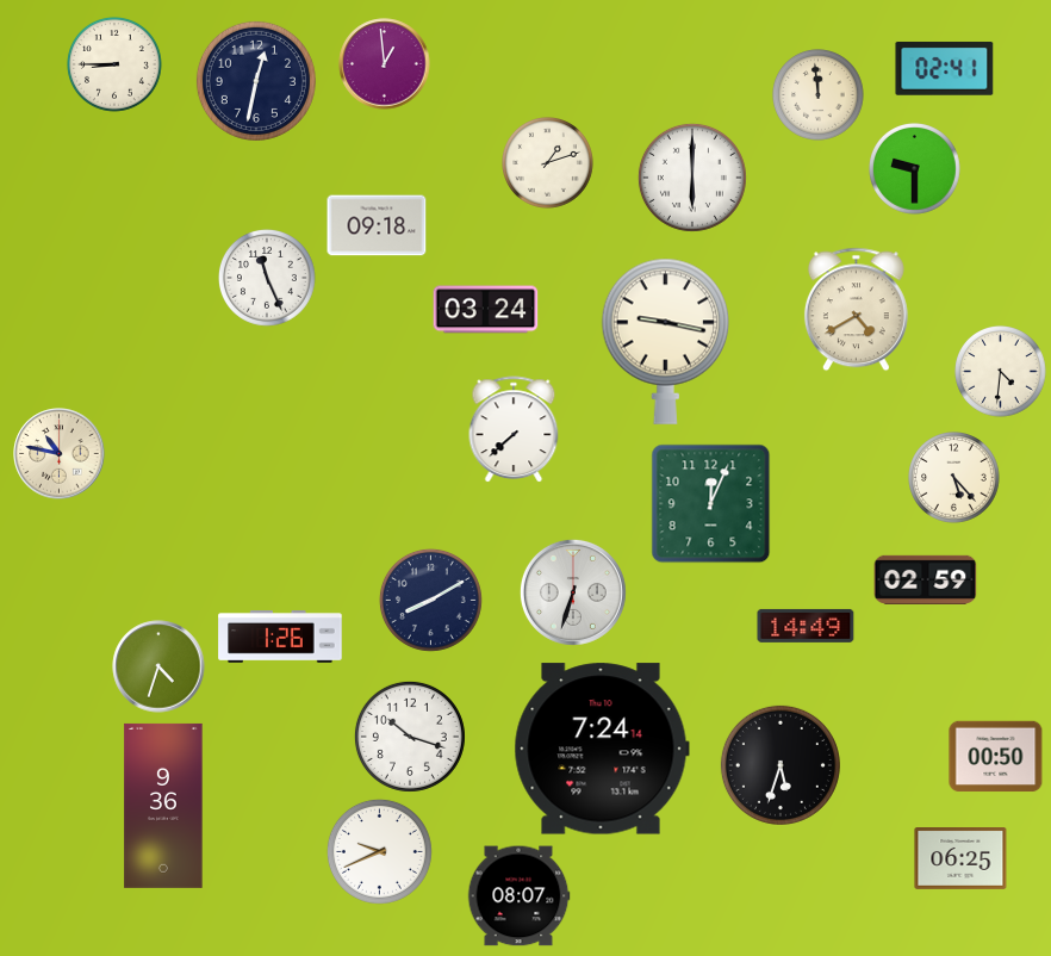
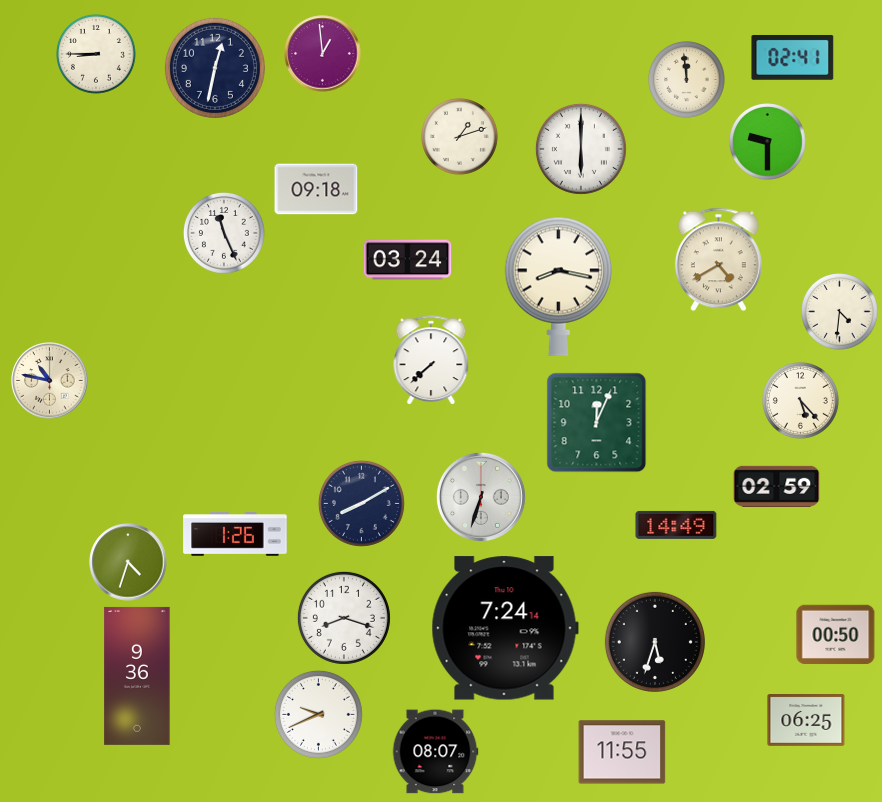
clock at (666, 341): 9:17 -> 8:17
clock at (158, 666) position: (158, 666) -> (128, 562)
clock at (410, 737): 10:18 -> 8:18
clock at (622, 752): none -> 11:55
